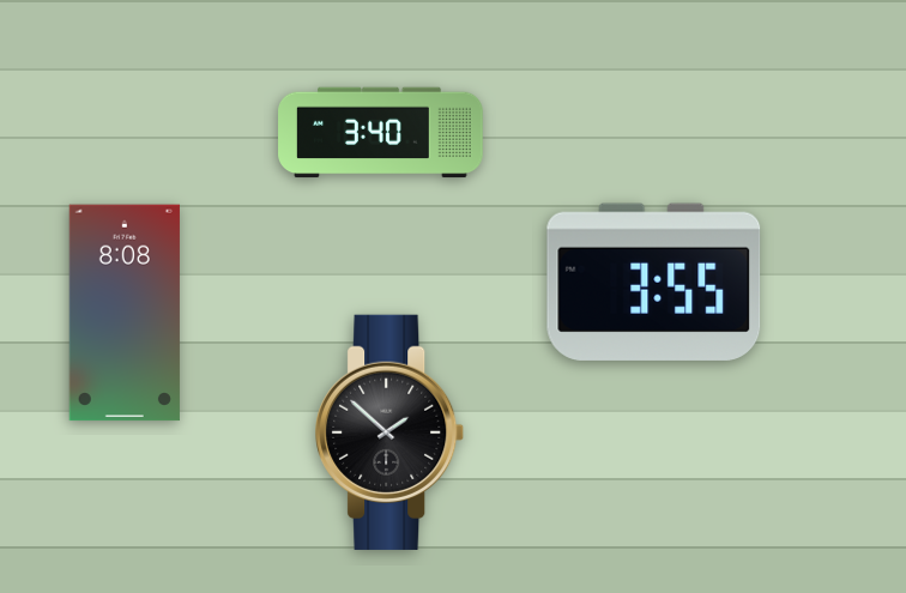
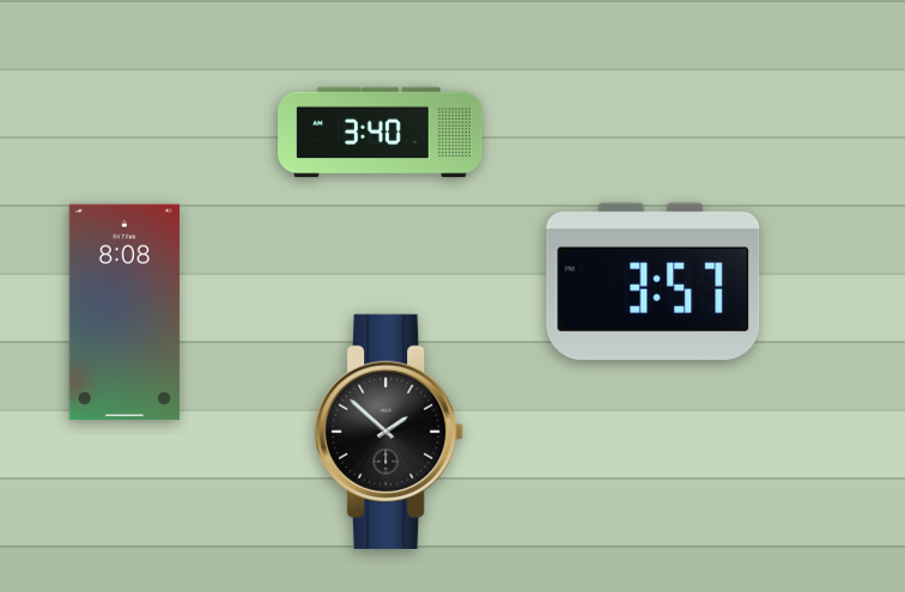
clock at (654, 282): 3:55 -> 3:57
